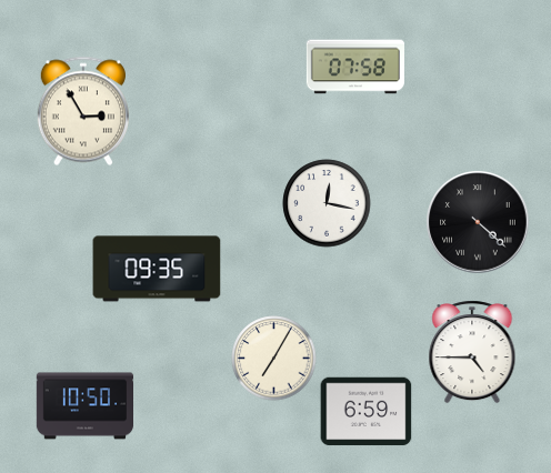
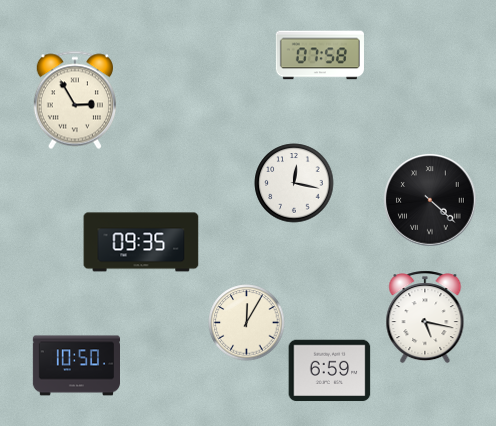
clock at (355, 67) position: (355, 67) -> (320, 55)
clock at (472, 352): 4:45 -> 5:17
clock at (274, 359): 7:05 -> 12:05
